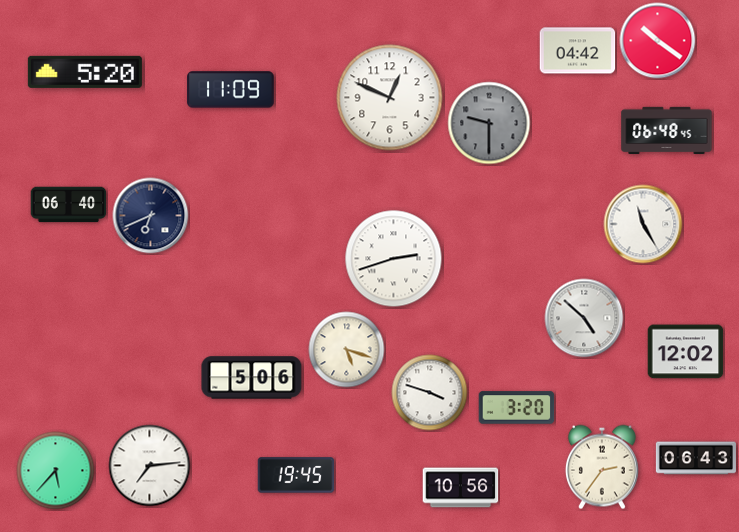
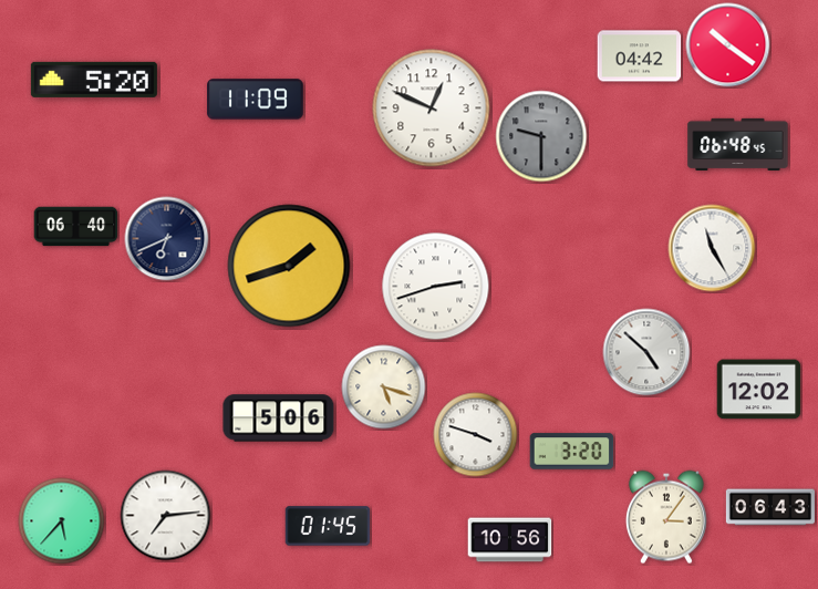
clock at (289, 266): none -> 1:42
clock at (602, 467): 2:36 -> 3:06
clock at (296, 475): 19:45 -> 01:45
